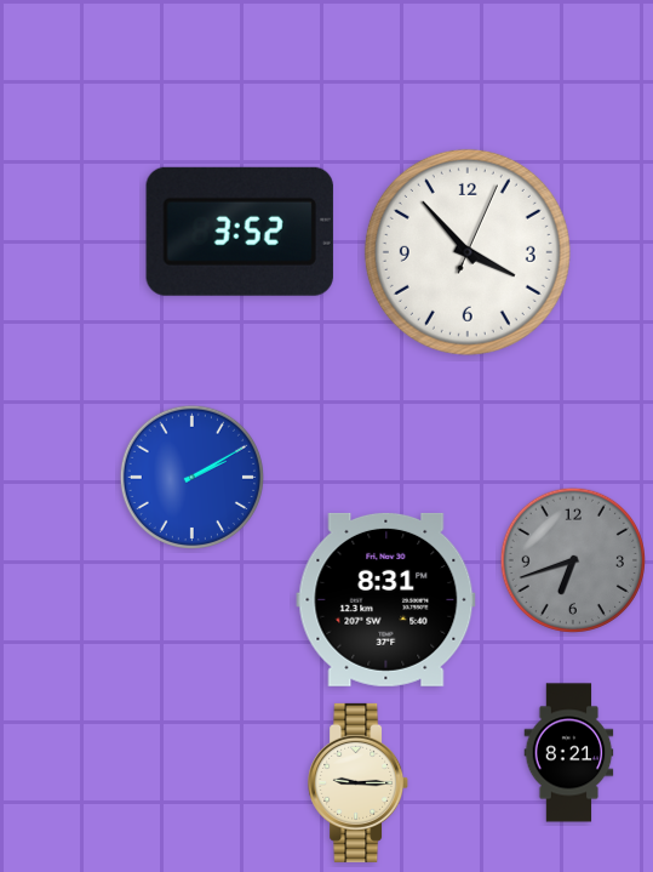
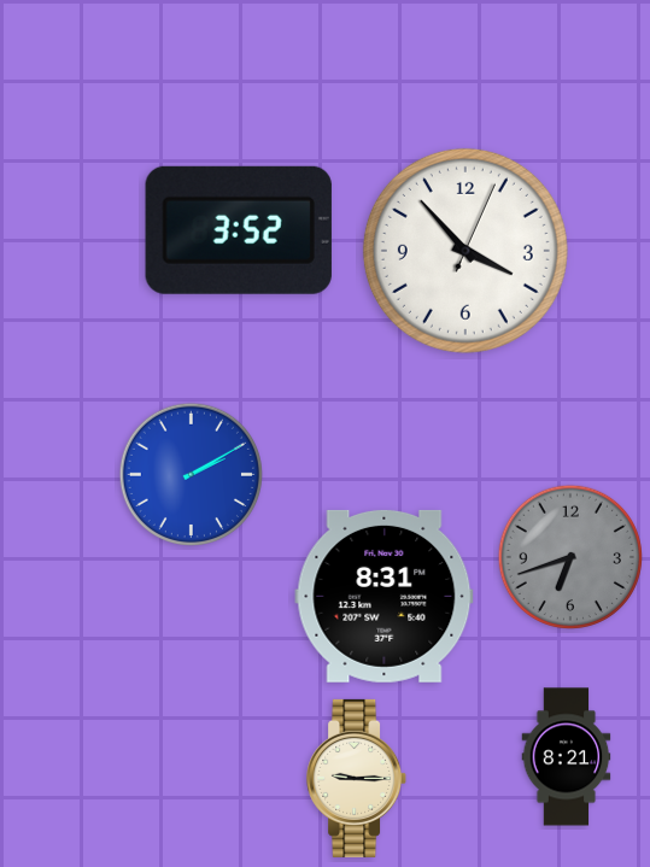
clock at (569, 753) position: (569, 753) -> (567, 757)
